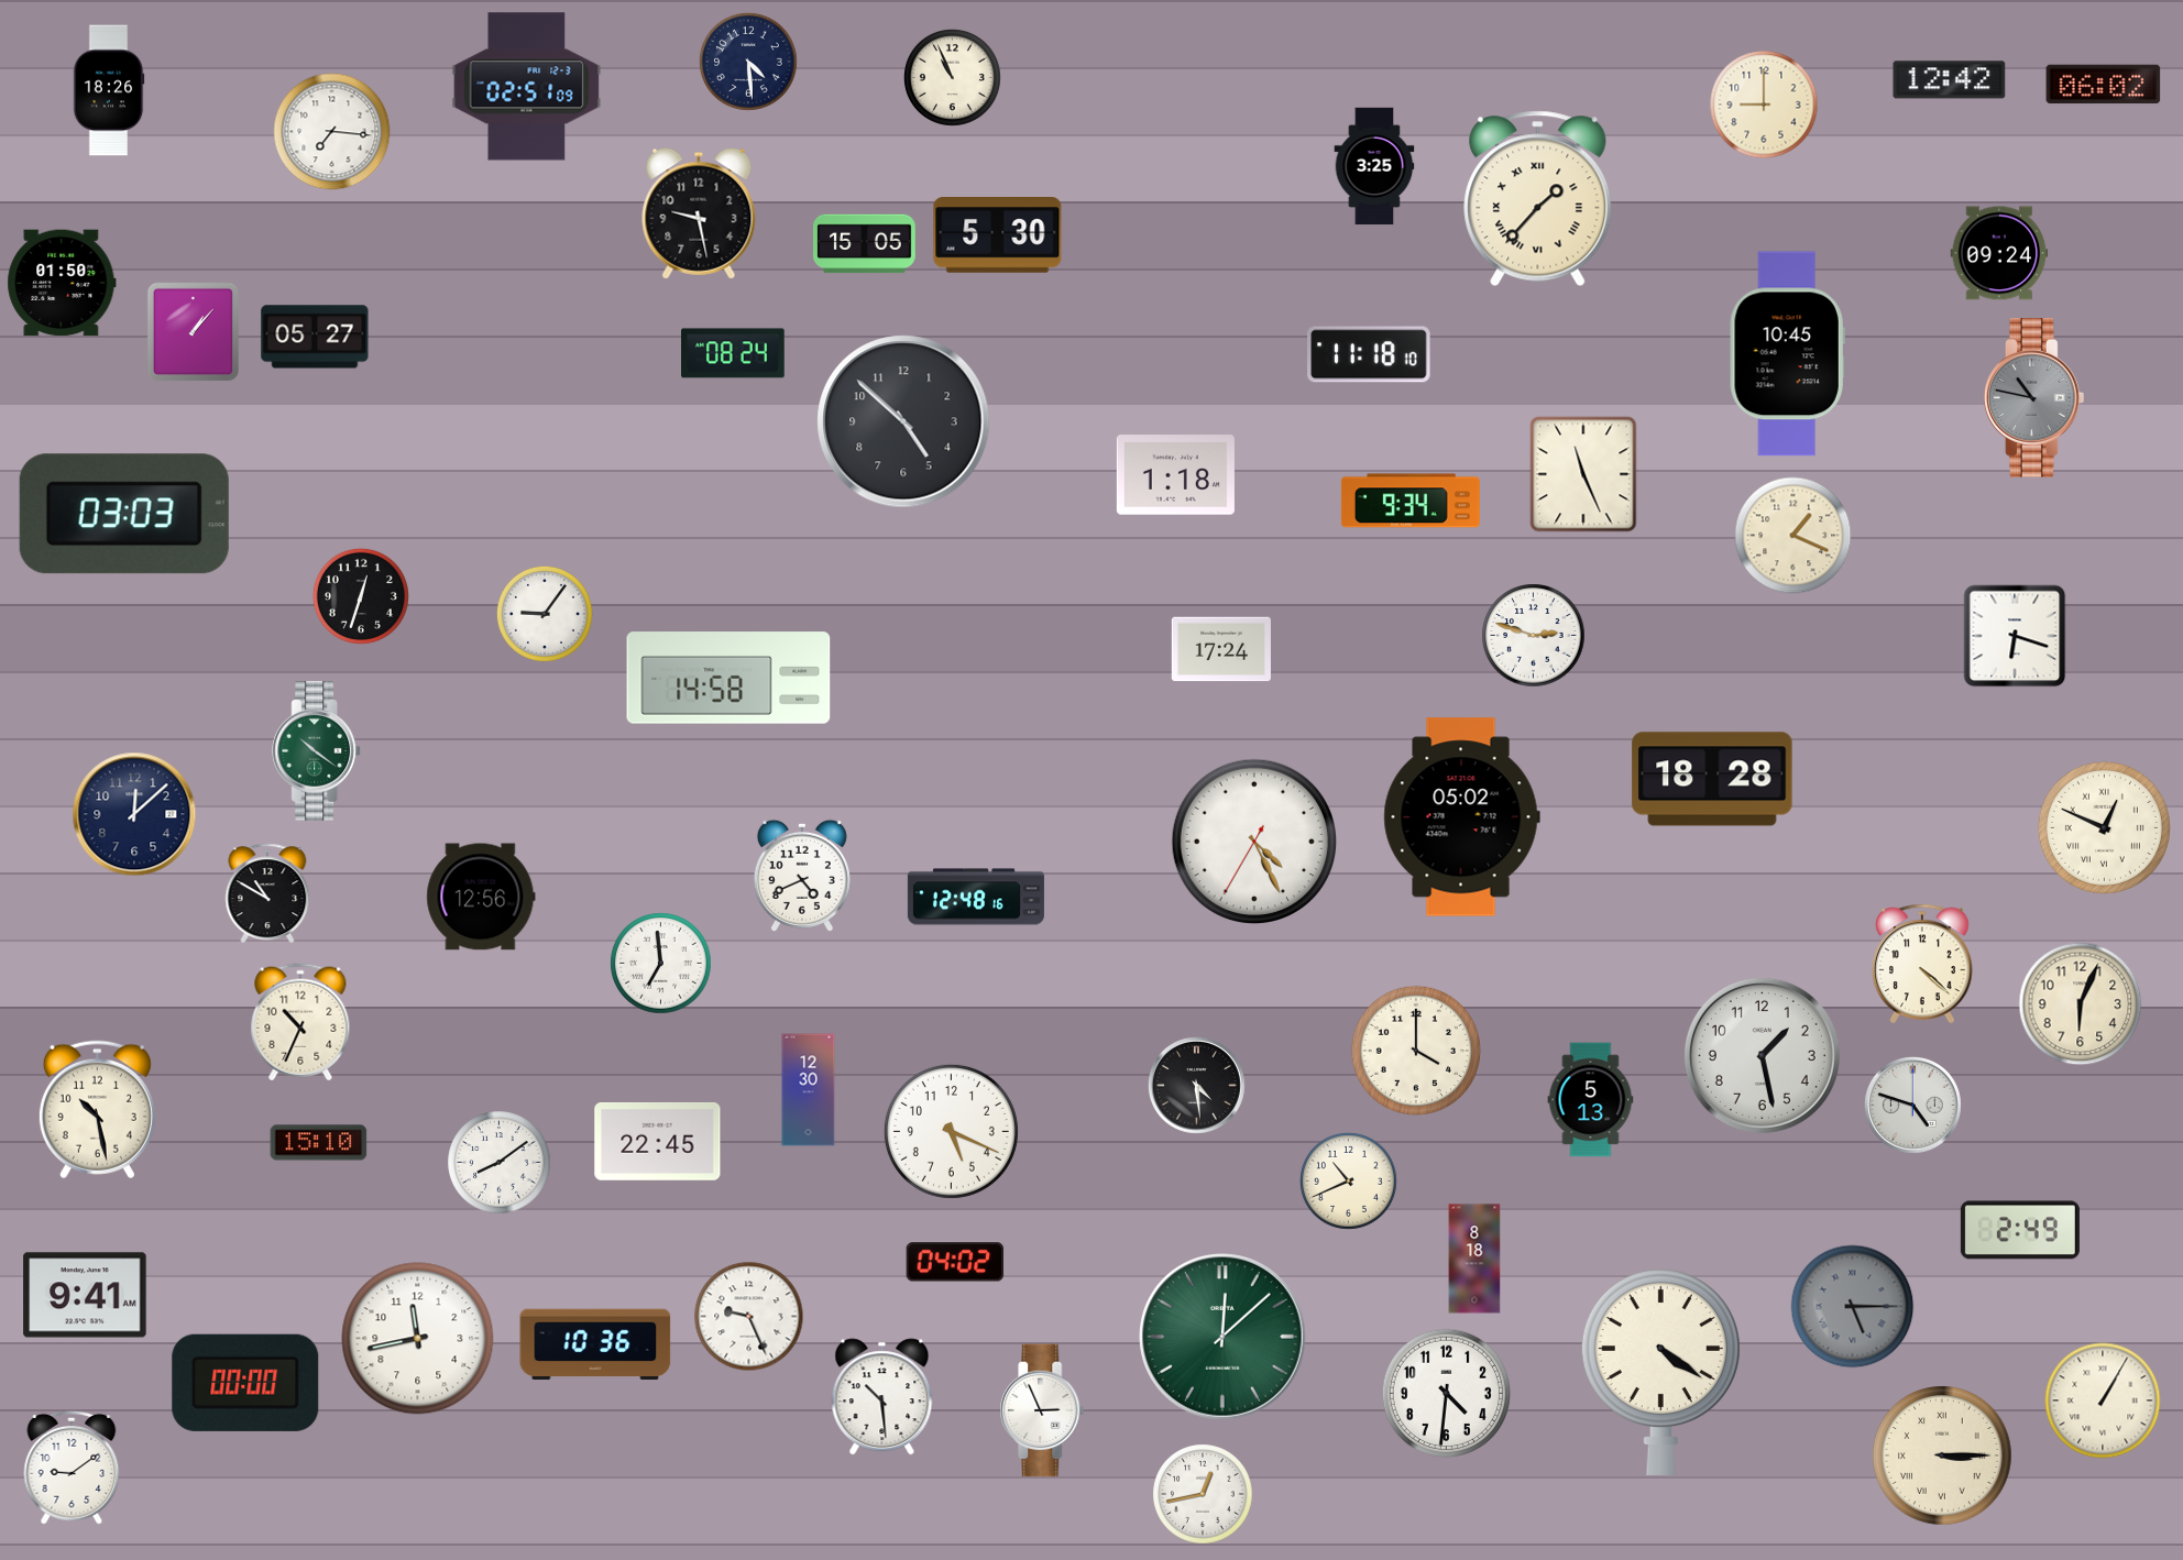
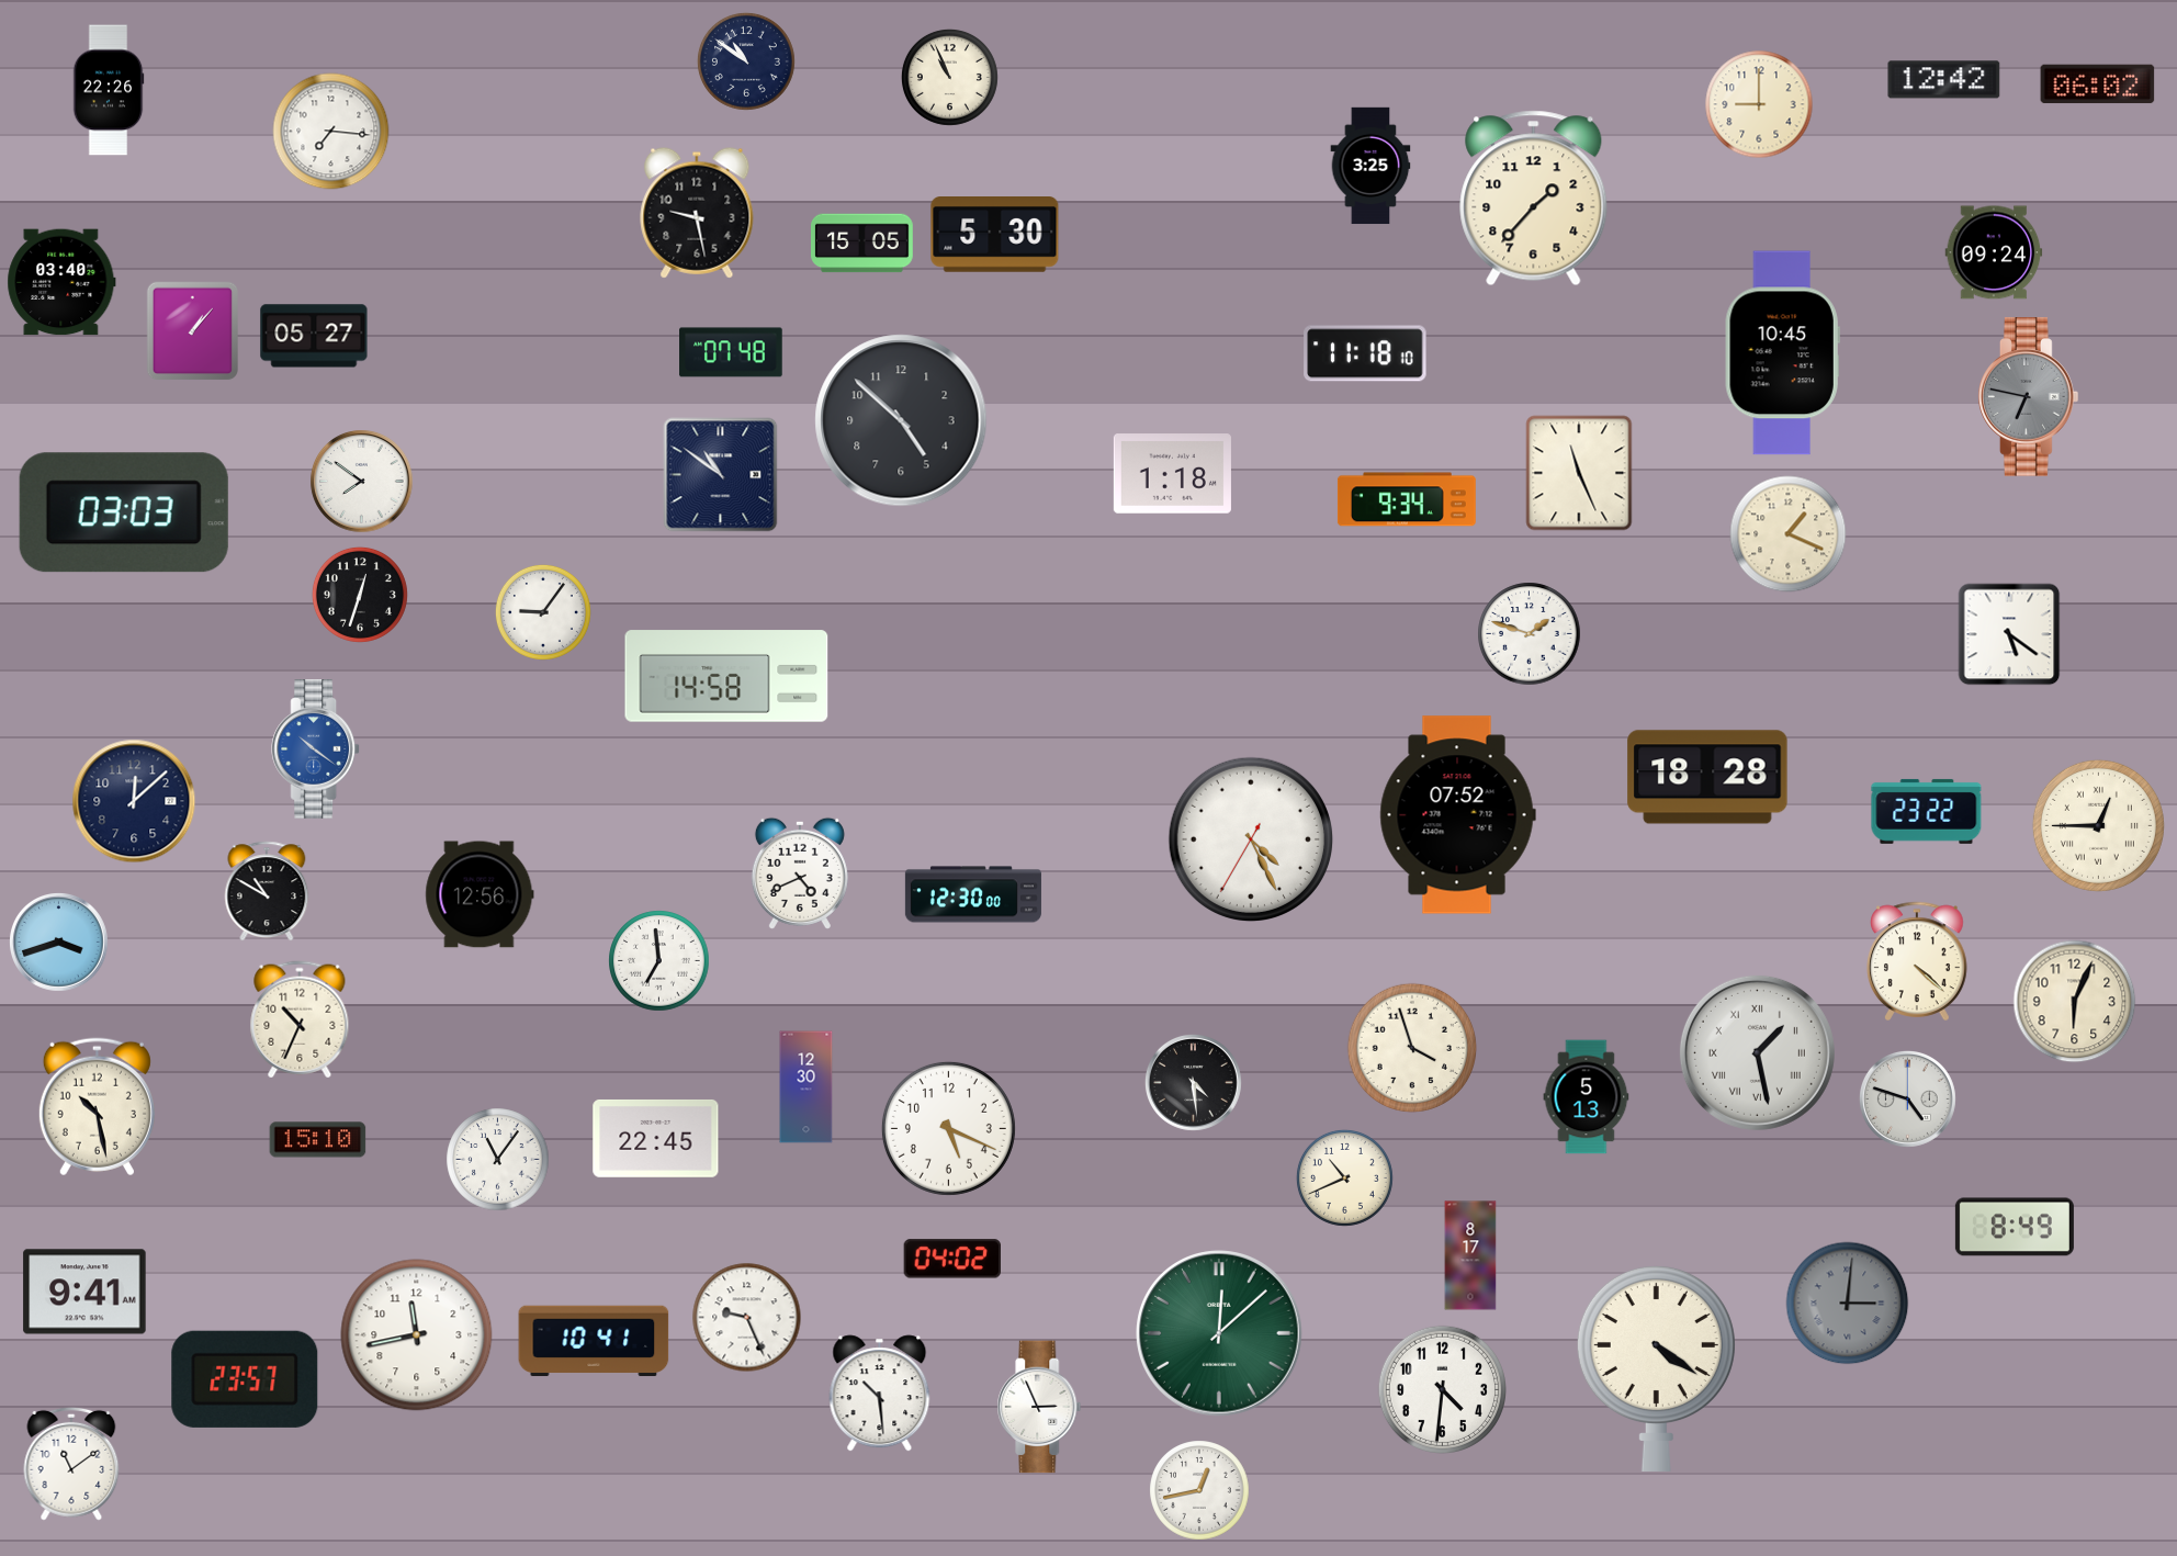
clock at (748, 62): 4:29 -> 10:51
clock at (527, 87): 02:51 -> none
clock at (109, 90): 18:26 -> 22:26
clock at (1538, 199) numerals: Roman -> Arabic
clock at (62, 283): 01:50 -> 03:40
clock at (733, 353): 08:24 -> 07:48
clock at (2034, 398): 10:47 -> 6:47
clock at (721, 475): none -> 10:51
clock at (362, 482): none -> 7:51
clock at (1534, 636): 2:48 -> 1:48
clock at (2015, 636): 6:18 -> 5:21
clock at (1221, 649): 17:24 -> none
clock at (317, 751) dial: green -> blue
clock at (1927, 811): none -> 23:22
clock at (134, 814) position: (134, 814) -> (134, 801)
clock at (1461, 817): 05:02 -> 07:52
clock at (2104, 827): 12:49 -> 12:45
clock at (976, 897): 12:48 -> 12:30
clock at (59, 943): none -> 3:42
clock at (1416, 1051): 4:00 -> 3:57
clock at (1762, 1055) numerals: Arabic -> Roman
clock at (1912, 1105) position: (1912, 1105) -> (1907, 1098)
clock at (500, 1163): 8:09 -> 11:06
clock at (2020, 1230): 2:49 -> 8:49
clock at (1474, 1259): 8:18 -> 8:17
clock at (1853, 1307): 5:15 -> 3:01
clock at (749, 1317) position: (749, 1317) -> (747, 1318)
clock at (595, 1344): 10:36 -> 10:41
clock at (245, 1383): 00:00 -> 23:57
clock at (2103, 1400): 1:05 -> none
clock at (1942, 1455): 3:15 -> none
clock at (72, 1468): 9:09 -> 11:09
